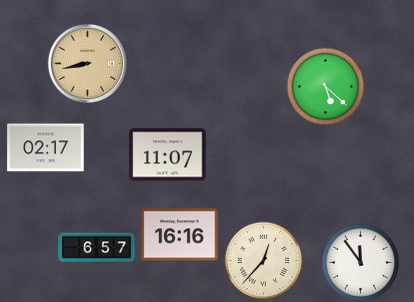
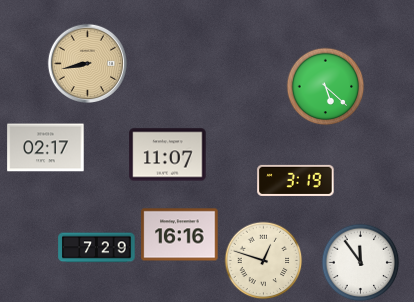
clock at (296, 180): none -> 3:19
clock at (97, 248): 6:57 -> 7:29
clock at (263, 260): 12:37 -> 12:48
